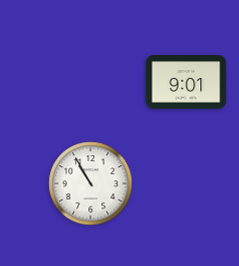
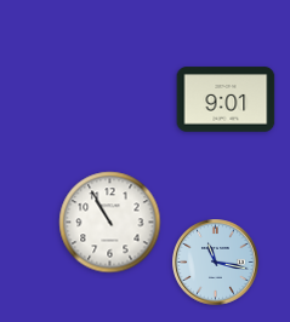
clock at (216, 263): none -> 11:17
